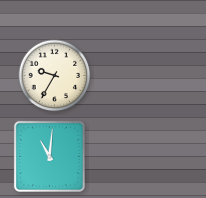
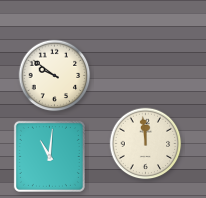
clock at (55, 76): 9:35 -> 9:51
clock at (146, 144): none -> 11:59
